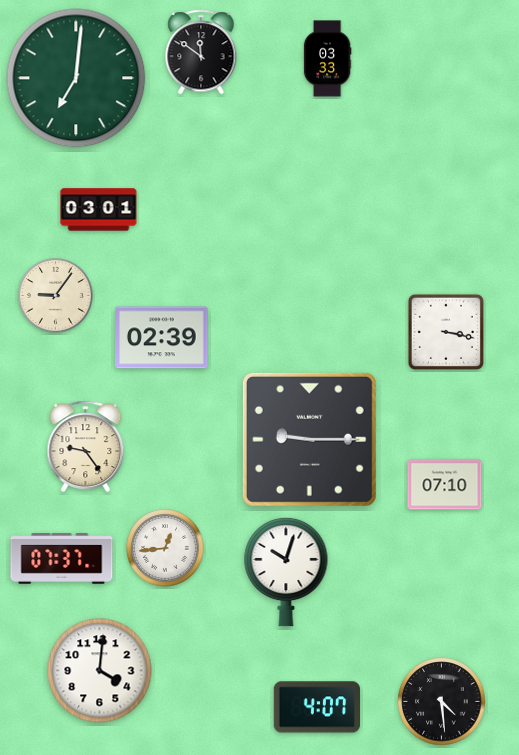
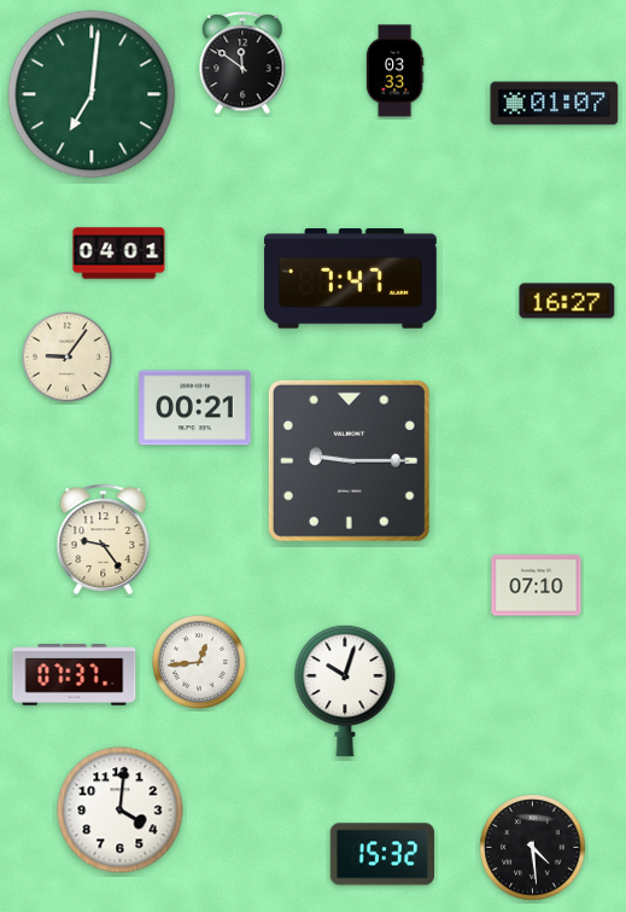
clock at (555, 104): none -> 01:07
clock at (99, 210): 03:01 -> 04:01
clock at (350, 279): none -> 7:47
clock at (567, 301): none -> 16:27
clock at (446, 332): 3:17 -> none
clock at (162, 338): 02:39 -> 00:21
clock at (309, 439) position: (309, 439) -> (349, 460)
clock at (317, 707): 4:07 -> 15:32
